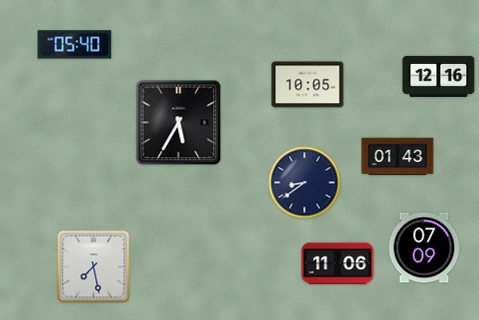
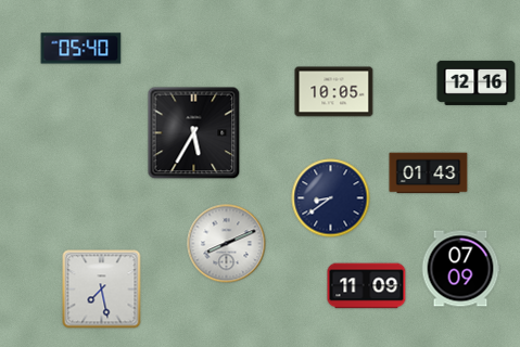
clock at (398, 157) position: (398, 157) -> (429, 173)
clock at (227, 244): none -> 8:11
clock at (338, 264): 11:06 -> 11:09
